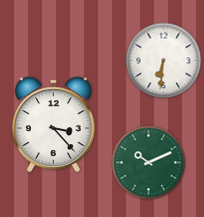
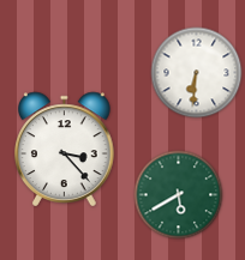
clock at (149, 163): 10:11 -> 5:40
